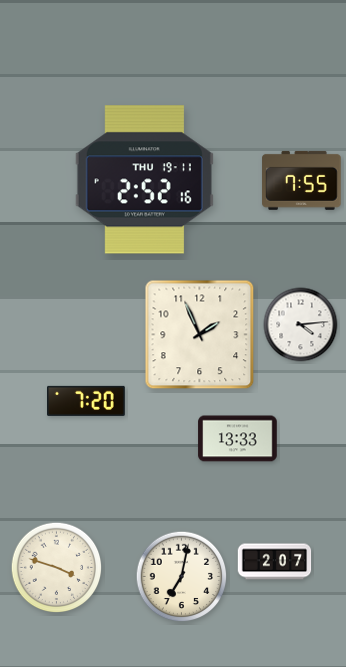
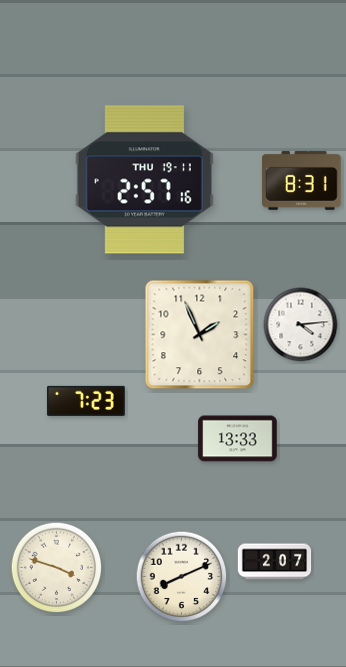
clock at (144, 180): 2:52 -> 2:57
clock at (302, 180): 7:55 -> 8:31
clock at (87, 401): 7:20 -> 7:23
clock at (182, 577): 7:02 -> 8:11
